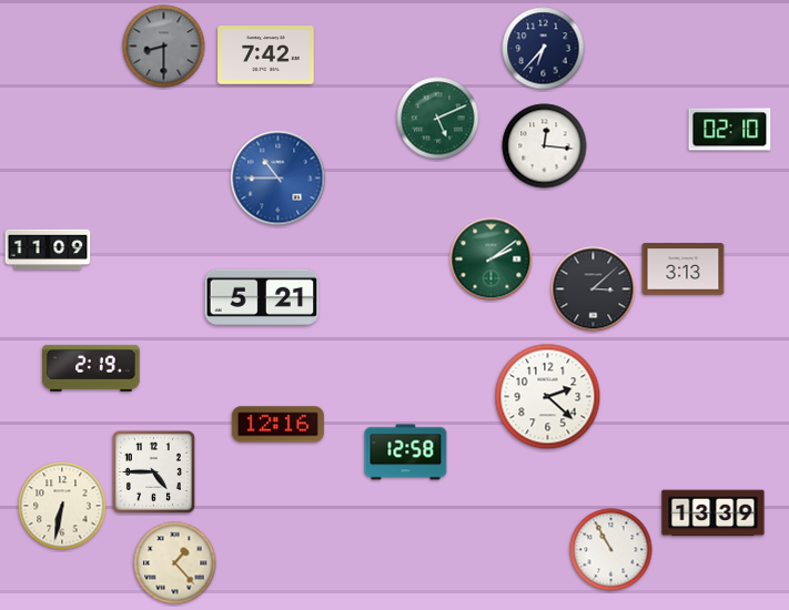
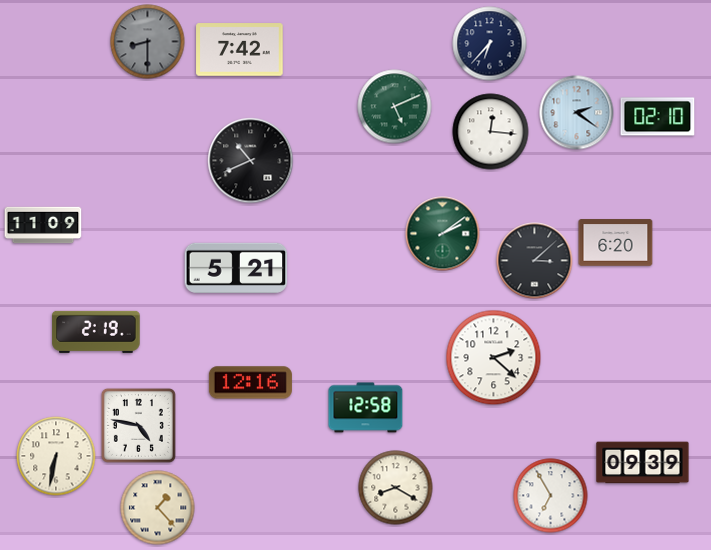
clock at (577, 113): none -> 2:21
clock at (279, 179): 10:45 -> 10:41
clock at (279, 179) dial: blue -> black
clock at (684, 270): 3:13 -> 6:20
clock at (91, 368) position: (91, 368) -> (96, 332)
clock at (153, 471): 4:45 -> 4:47
clock at (714, 514): 13:39 -> 09:39
clock at (396, 488): none -> 8:20
clock at (611, 550): 10:55 -> 6:55
